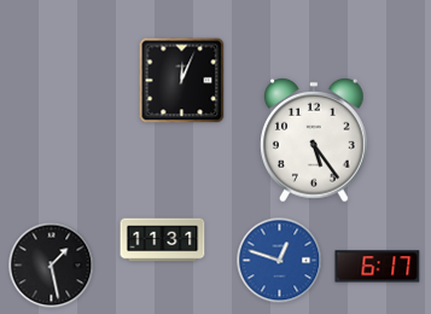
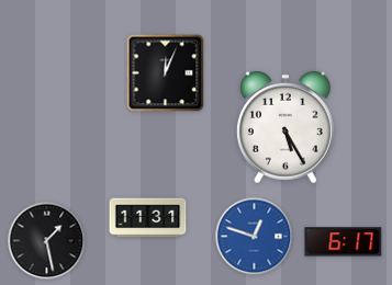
clock at (315, 140): 5:24 -> 5:25
